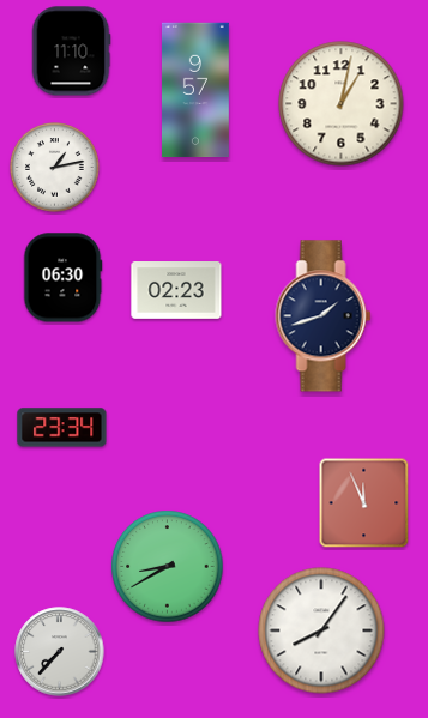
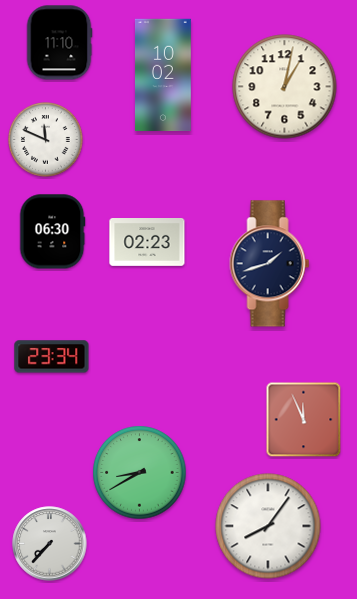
clock at (195, 90): 9:57 -> 10:02
clock at (55, 168): 1:13 -> 11:49
